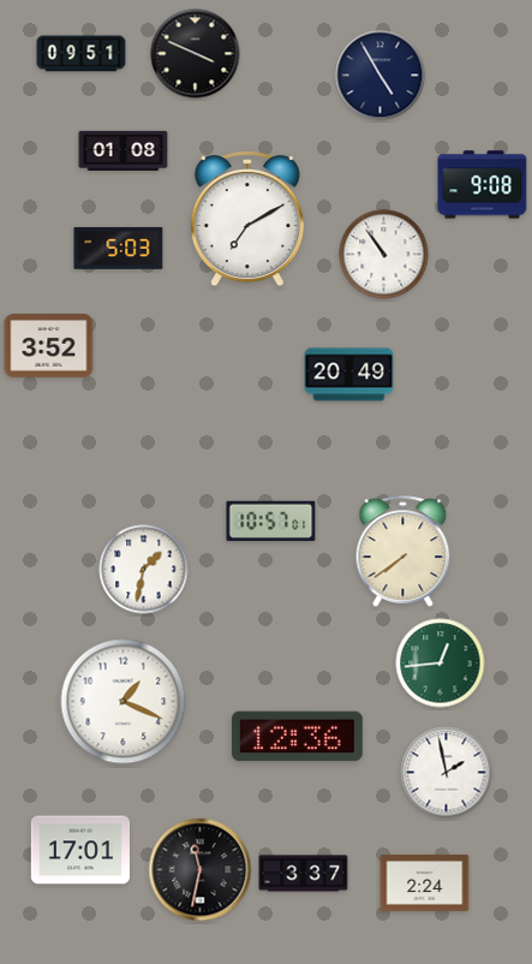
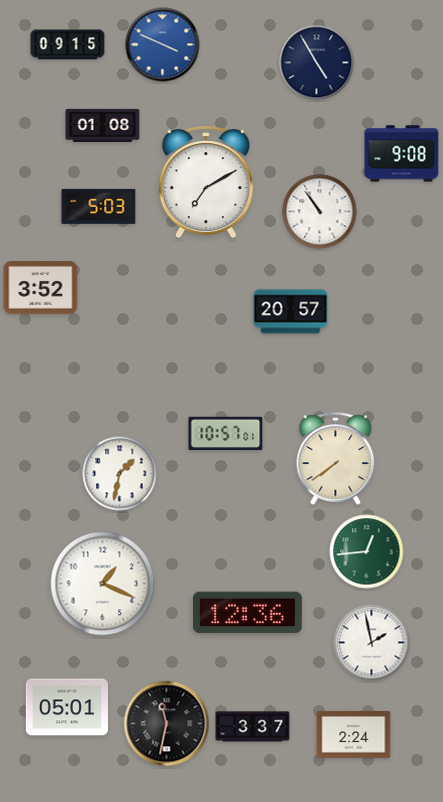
clock at (82, 54): 09:51 -> 09:15
clock at (196, 54) dial: black -> blue
clock at (349, 375): 20:49 -> 20:57
clock at (80, 850): 17:01 -> 05:01
